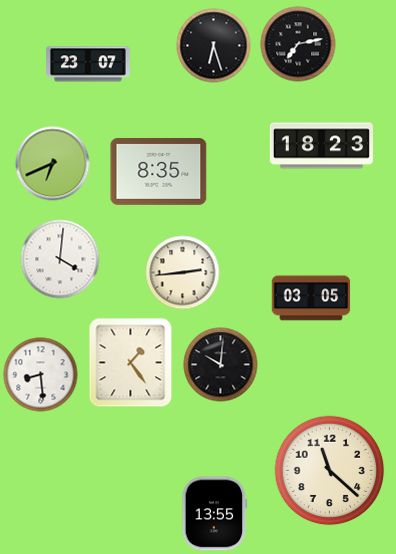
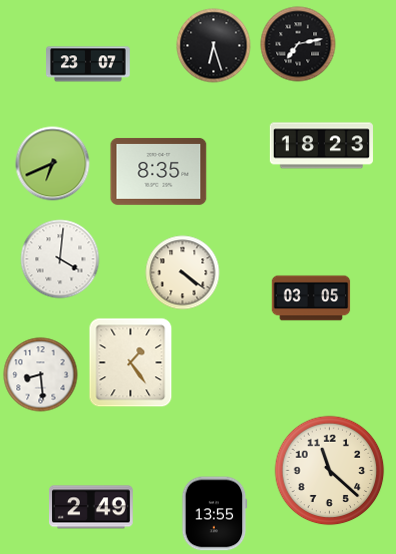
clock at (183, 273): 2:44 -> 4:21
clock at (221, 365): 10:01 -> none
clock at (92, 507): none -> 2:49
